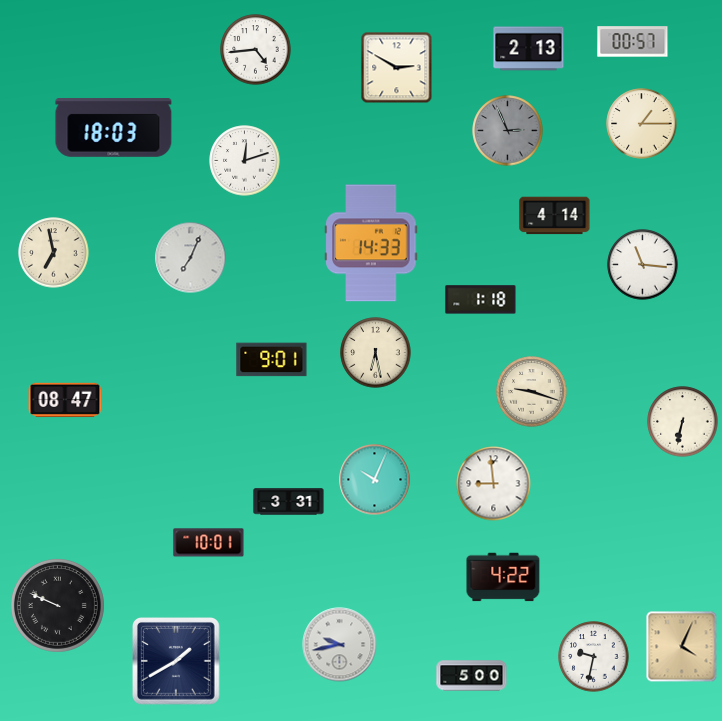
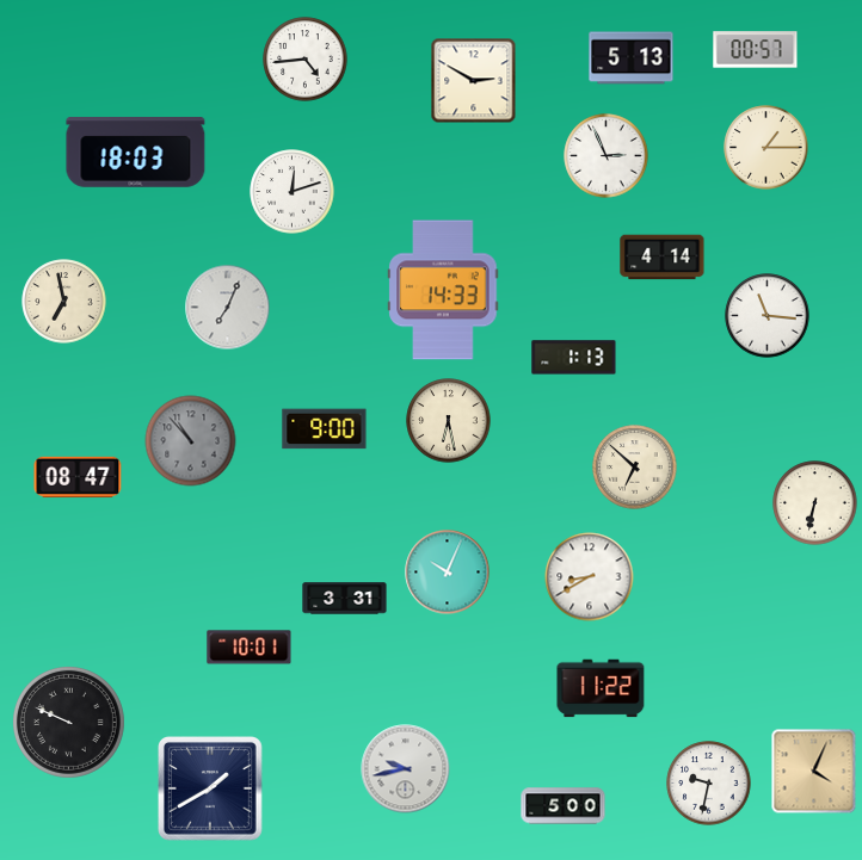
clock at (529, 49): 2:13 -> 5:13
clock at (508, 131) dial: grey -> white
clock at (481, 300): 1:18 -> 1:13
clock at (272, 360): 9:01 -> 9:00
clock at (191, 441): none -> 10:53
clock at (532, 392): 9:18 -> 6:52
clock at (494, 484): 8:59 -> 8:40
clock at (503, 577): 4:22 -> 11:22
